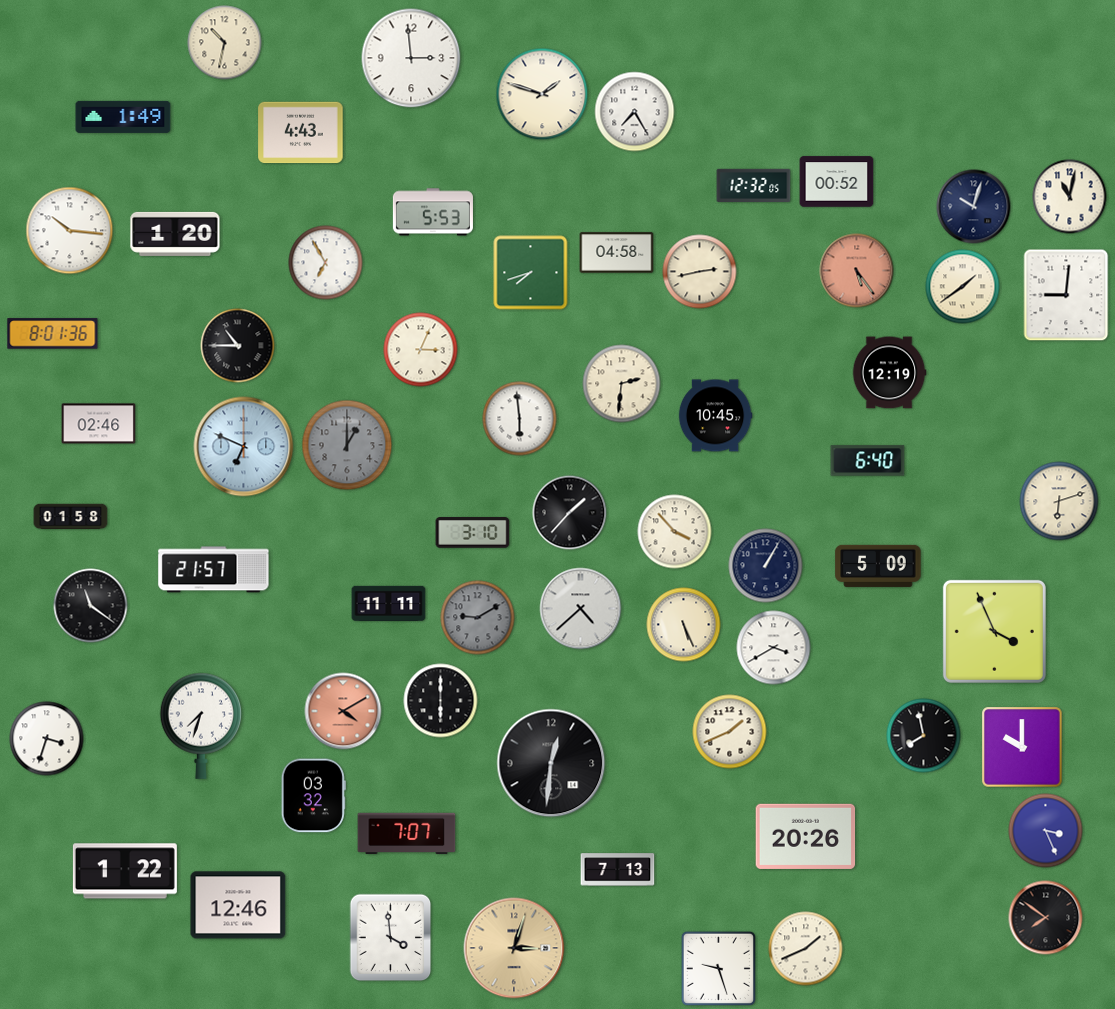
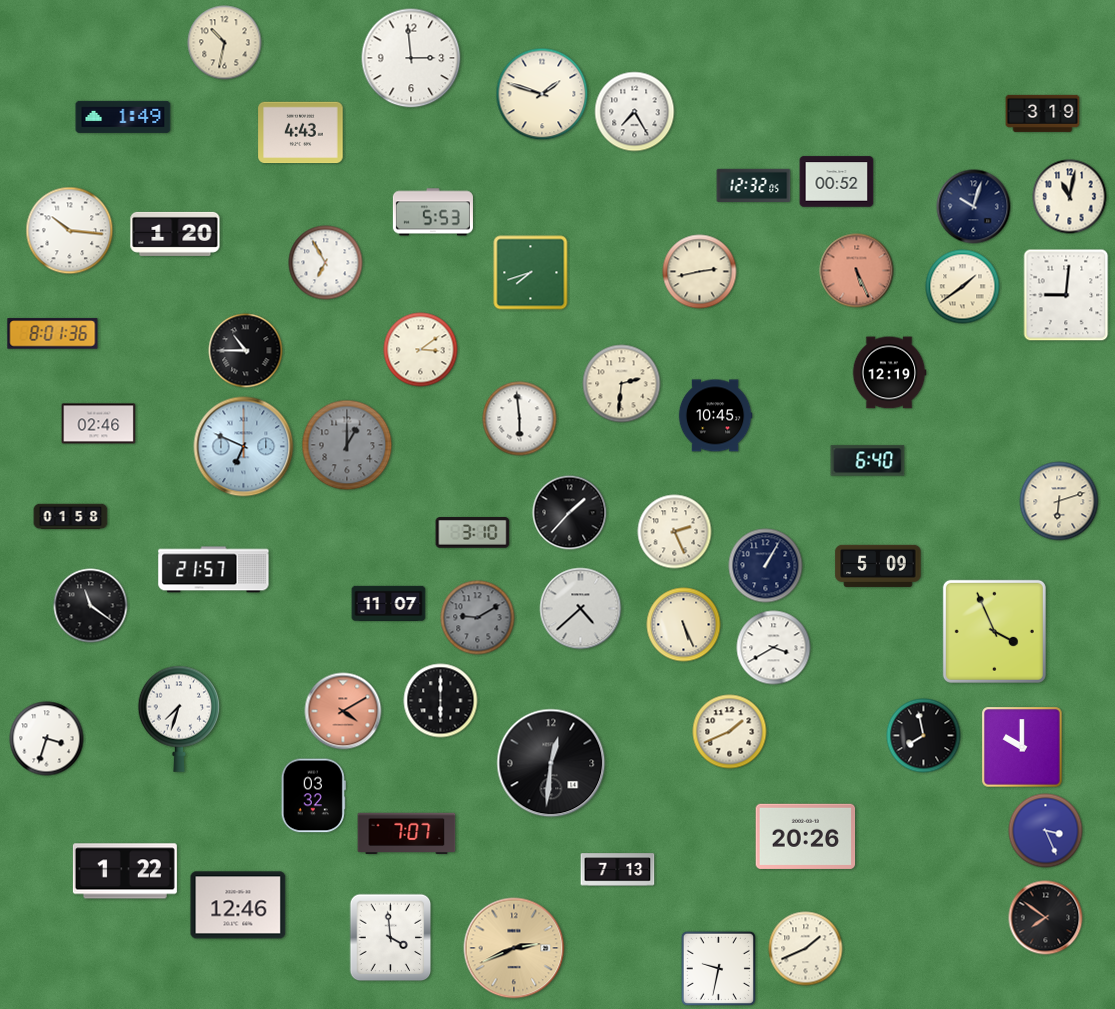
clock at (1043, 113): none -> 3:19
clock at (617, 253): 04:58 -> none
clock at (857, 271): 5:24 -> 5:26
clock at (238, 346) position: (238, 346) -> (246, 351)
clock at (421, 350): 3:04 -> 3:09
clock at (675, 532): 3:53 -> 2:26
clock at (389, 603): 11:11 -> 11:07
clock at (201, 726) position: (201, 726) -> (179, 719)
clock at (514, 948): 3:03 -> 2:41
clock at (718, 968): 9:27 -> 9:32
